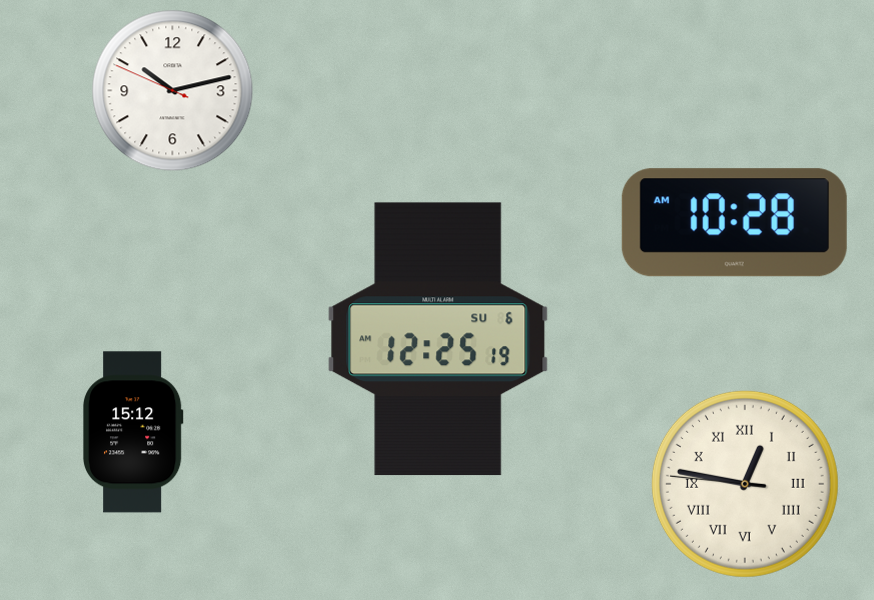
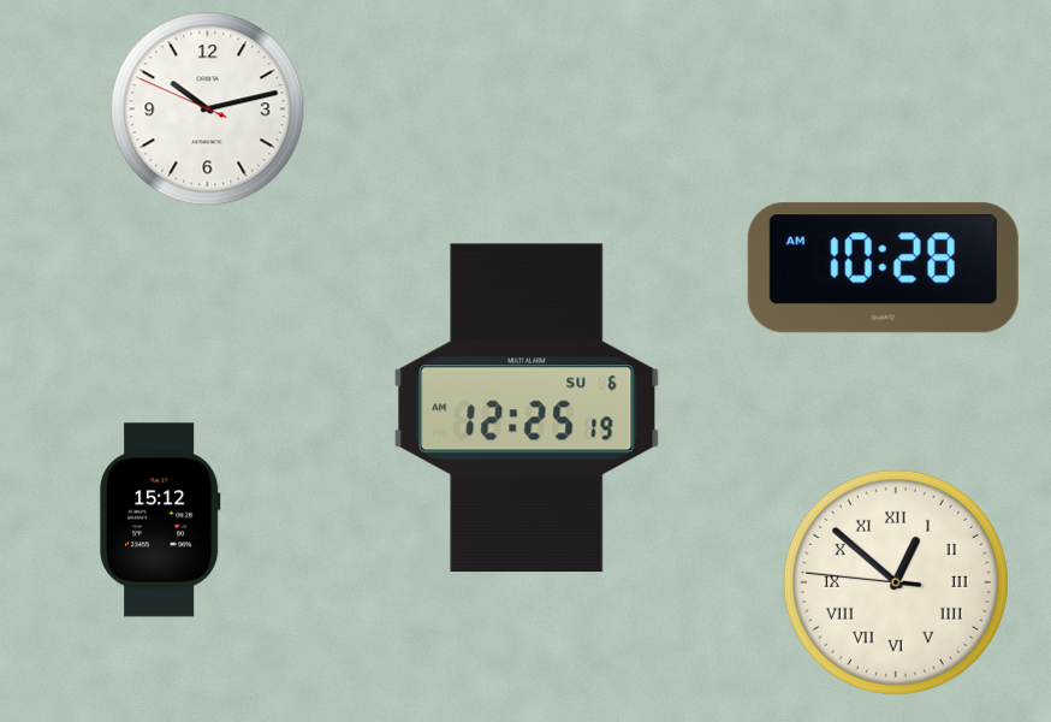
clock at (745, 484): 12:46 -> 12:51
